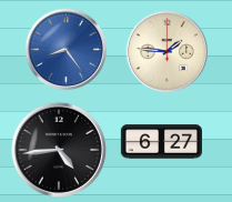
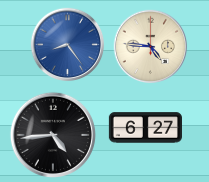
clock at (67, 50) position: (67, 50) -> (68, 45)
clock at (168, 52): 1:46 -> 4:46
